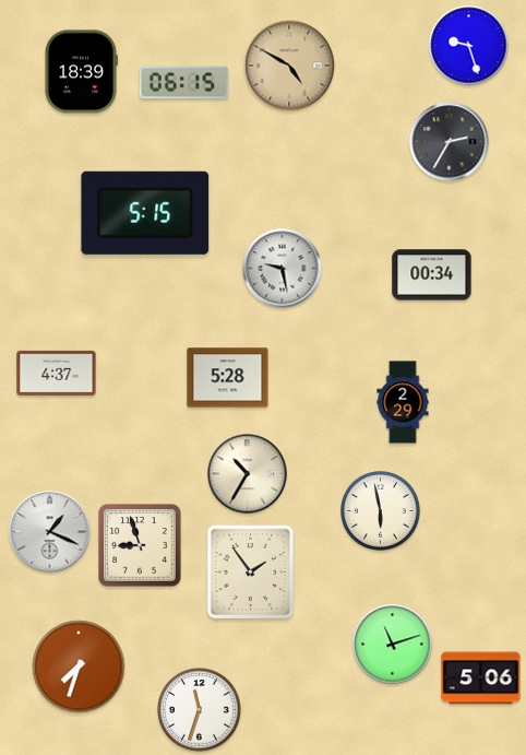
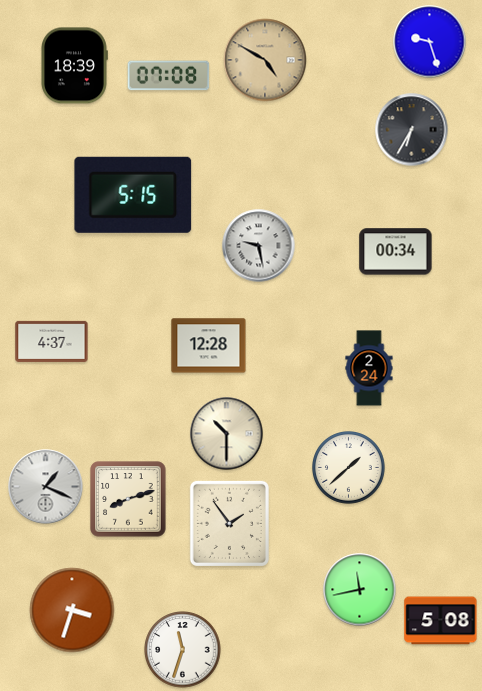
clock at (184, 83): 06:15 -> 07:08
clock at (450, 142): 2:35 -> 6:35
clock at (228, 378): 5:28 -> 12:28
clock at (403, 402): 2:29 -> 2:24
clock at (248, 474): 10:35 -> 10:30
clock at (381, 511): 5:58 -> 1:38
clock at (140, 545): 8:57 -> 8:12
clock at (393, 645): 11:12 -> 11:43
clock at (79, 666): 7:33 -> 3:33
clock at (481, 679): 5:06 -> 5:08
